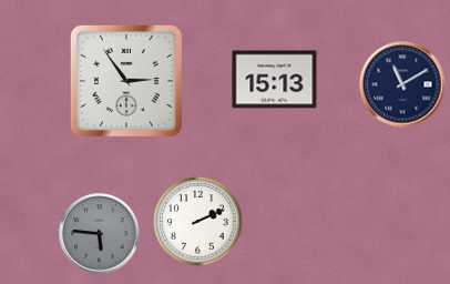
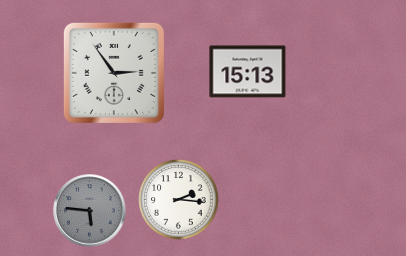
clock at (402, 84): 11:10 -> none
clock at (198, 222): 2:11 -> 2:16
